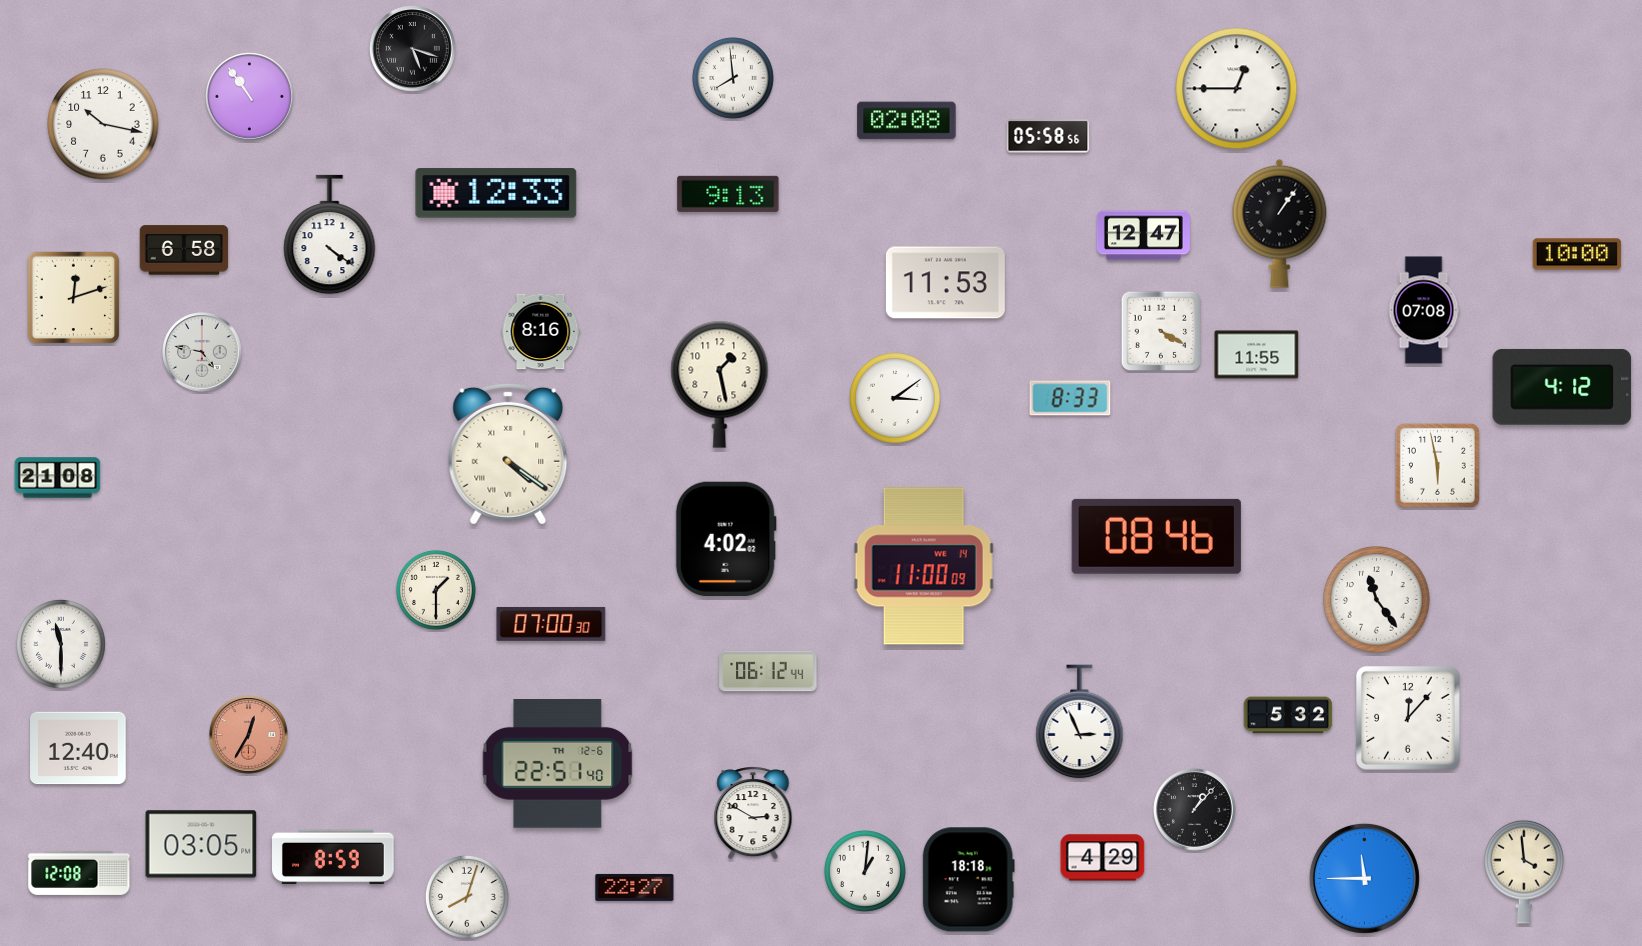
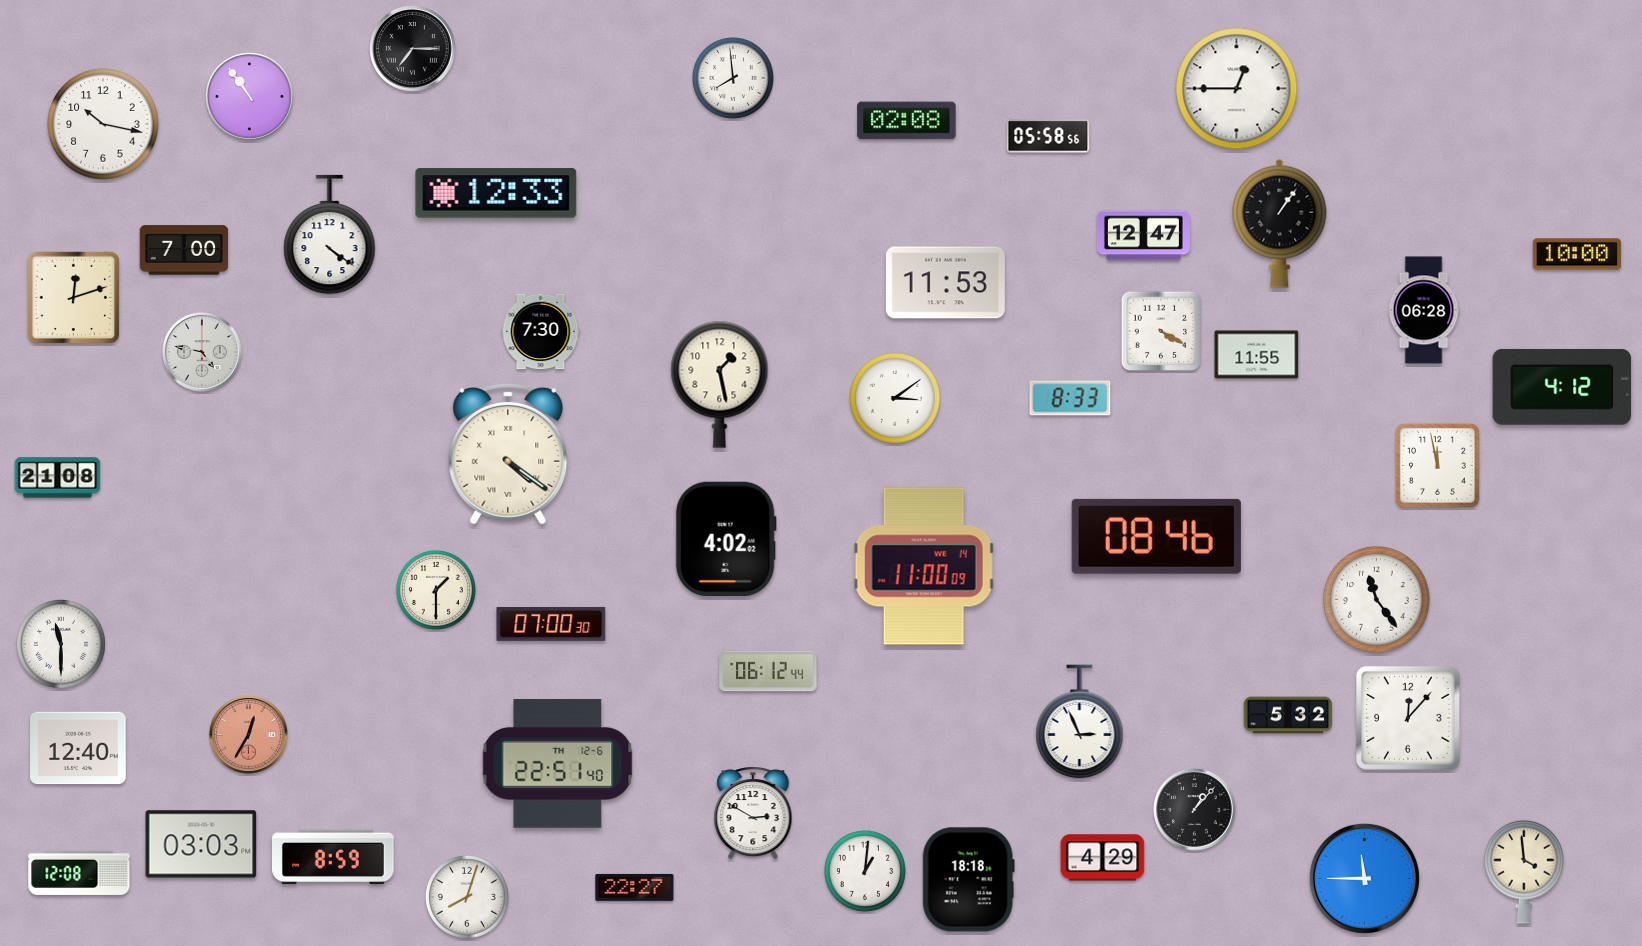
clock at (413, 49): 5:18 -> 7:15
clock at (728, 194): 9:13 -> none
clock at (184, 250): 6:58 -> 7:00
clock at (1424, 310): 07:08 -> 06:28
clock at (541, 332): 8:16 -> 7:30
clock at (1437, 465): 5:58 -> 11:58
clock at (201, 844): 03:05 -> 03:03
